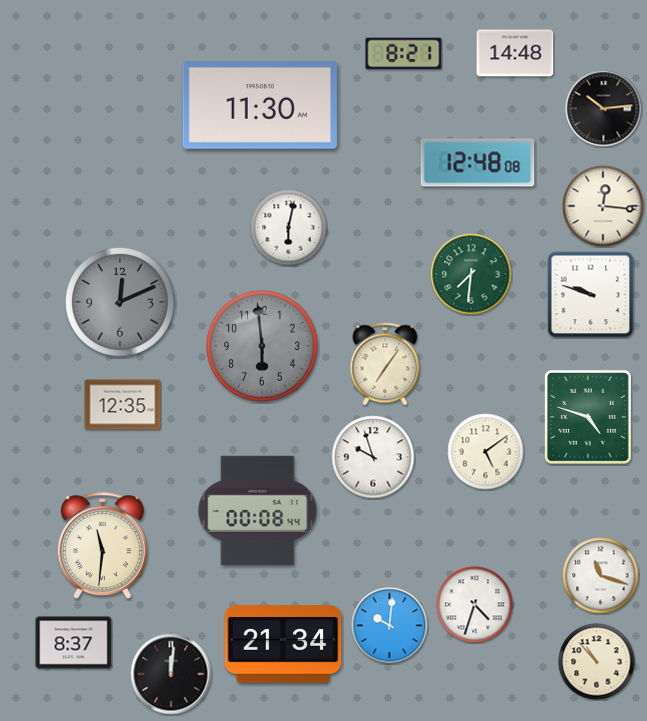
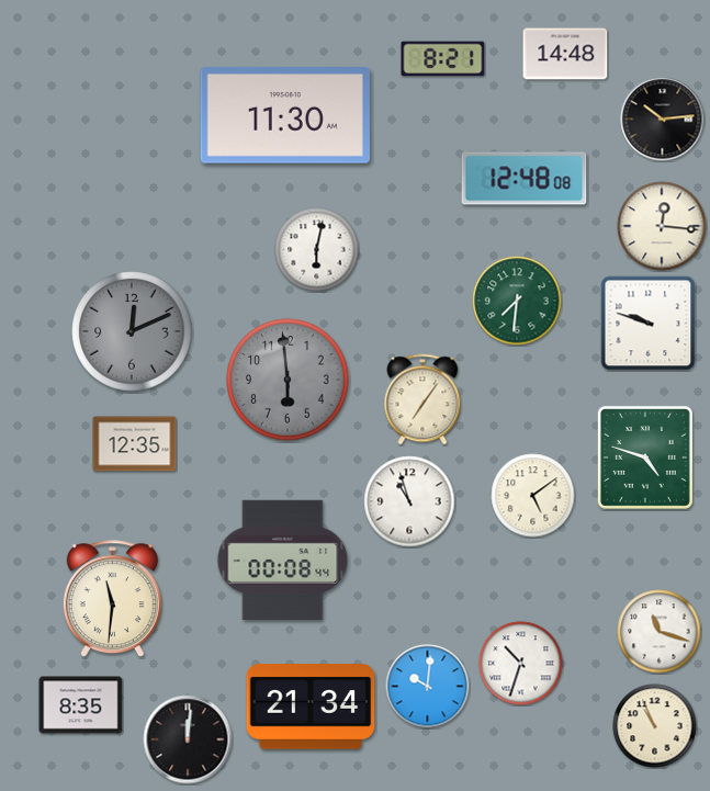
clock at (515, 53) position: (515, 53) -> (565, 54)
clock at (373, 457): 9:57 -> 10:57
clock at (475, 605): 4:33 -> 10:33
clock at (74, 643): 8:37 -> 8:35
clock at (597, 662): 10:53 -> 10:56
